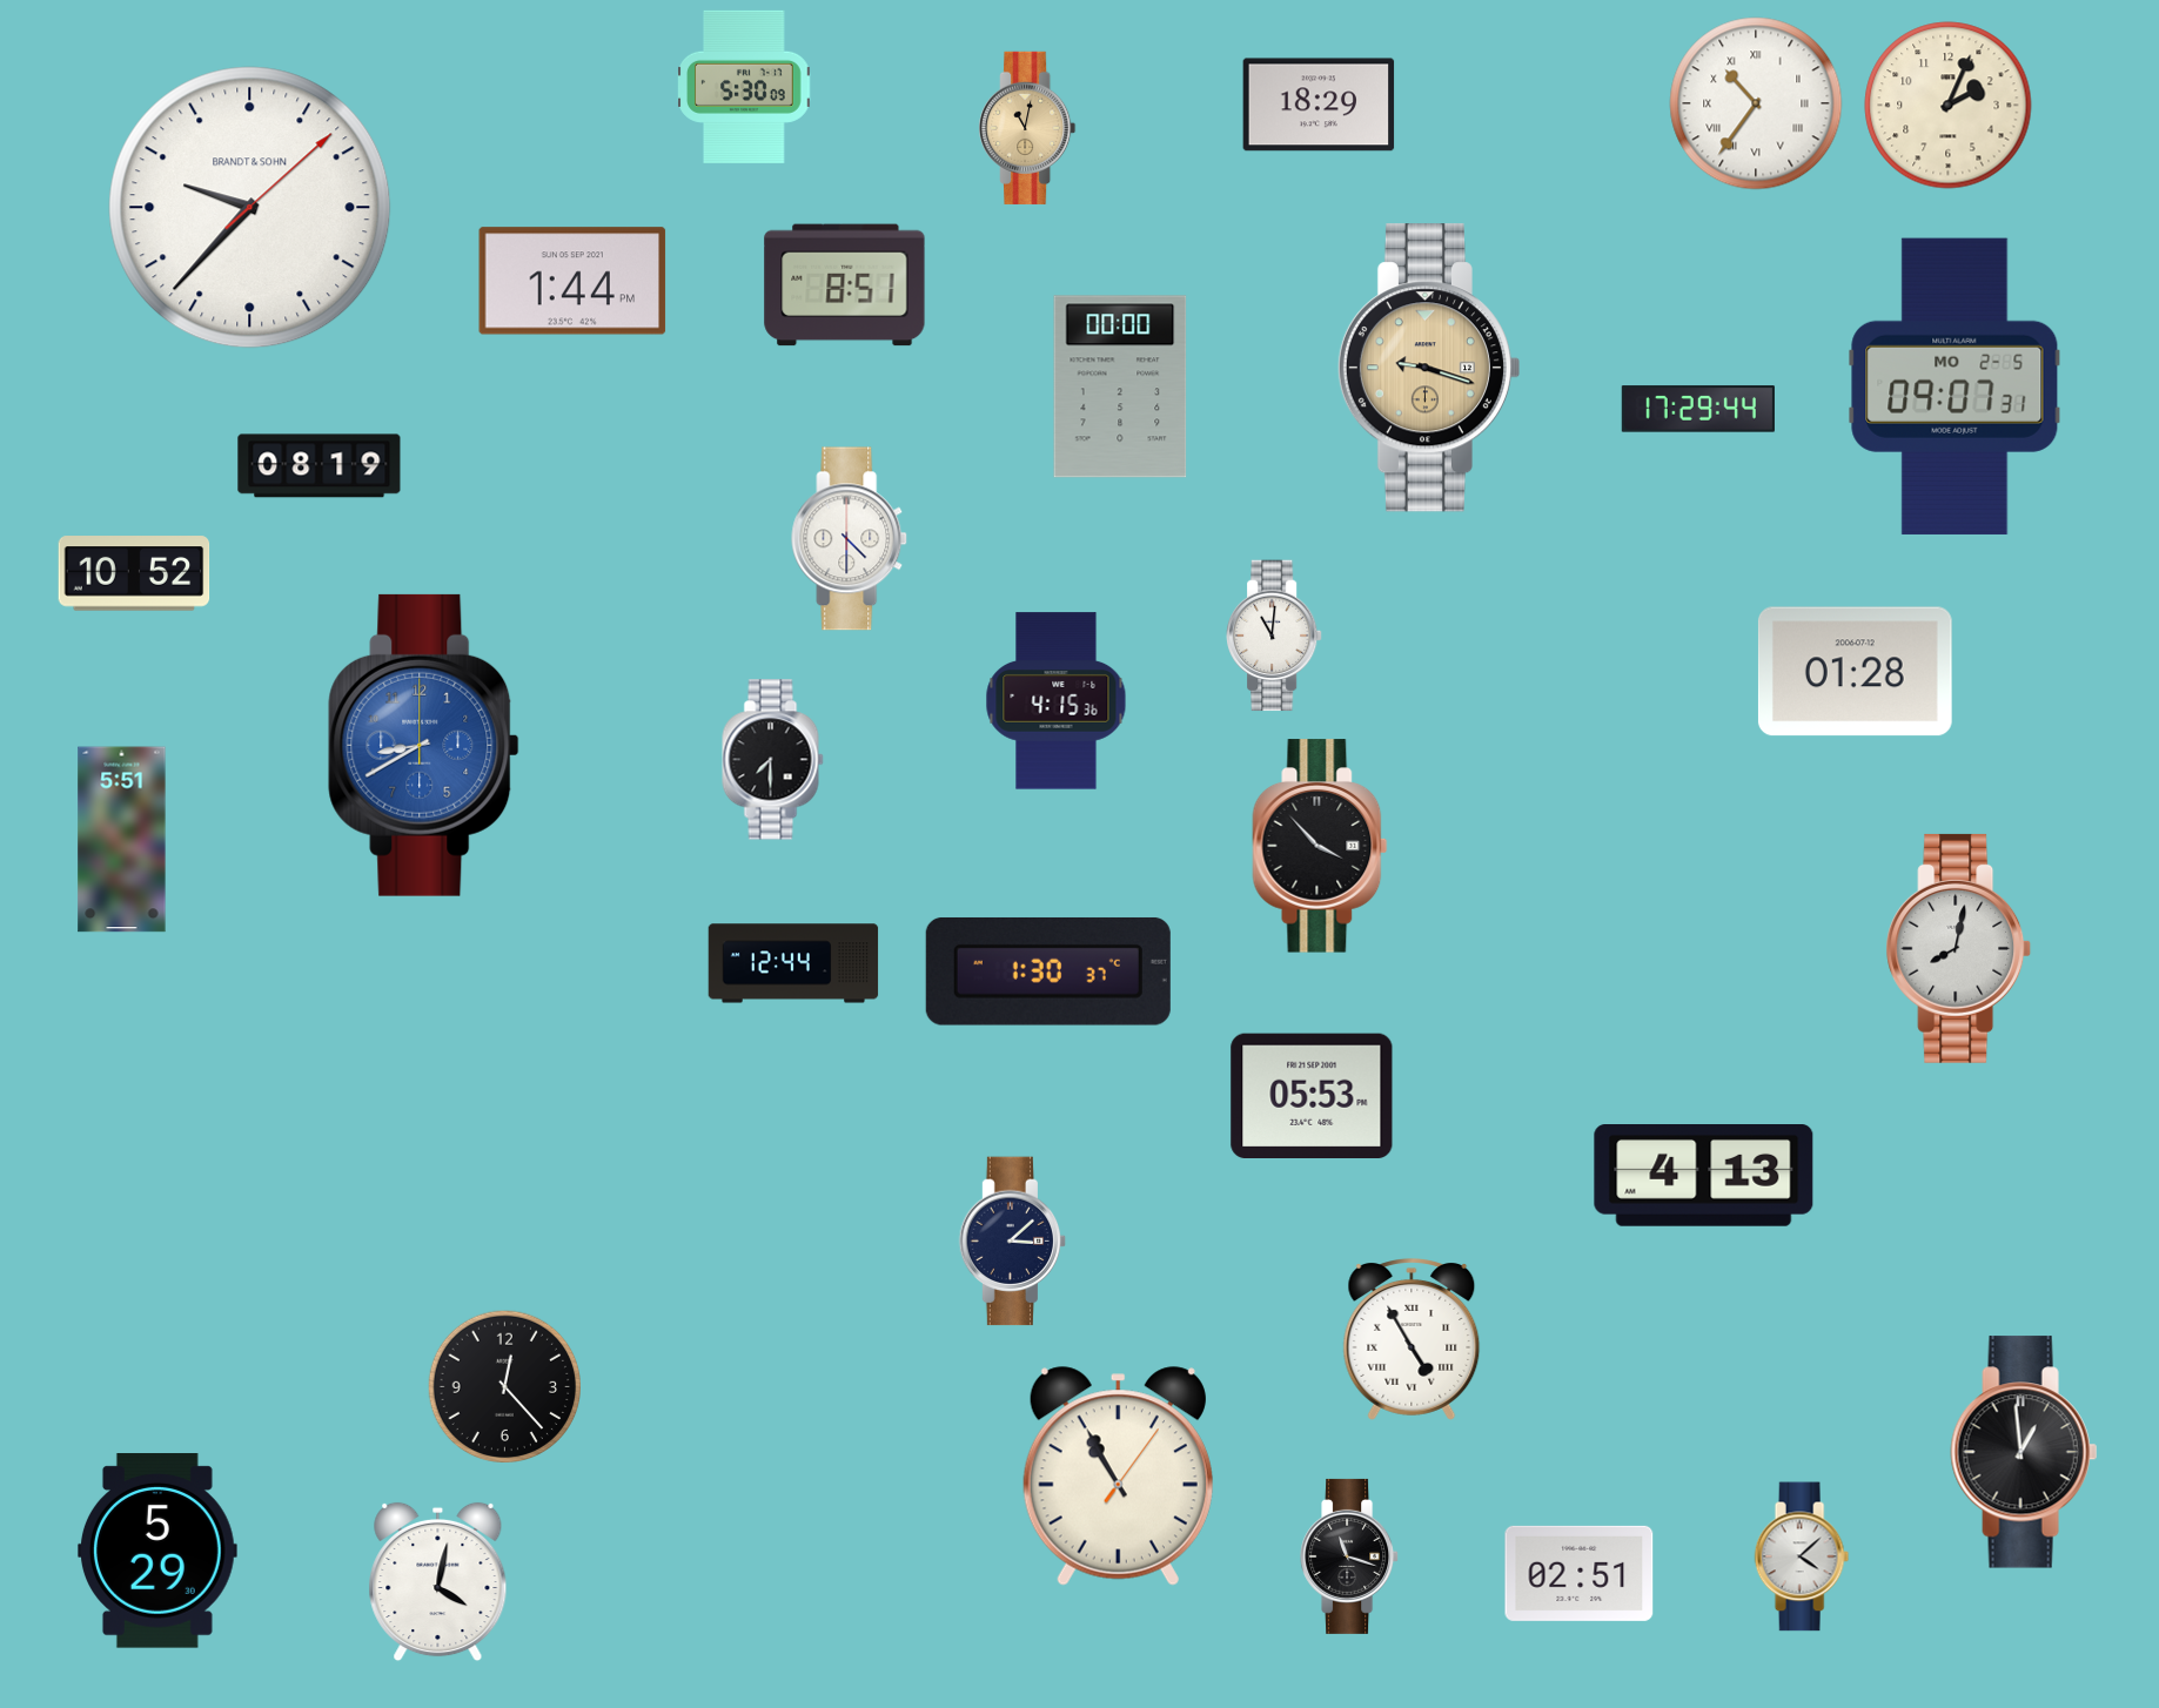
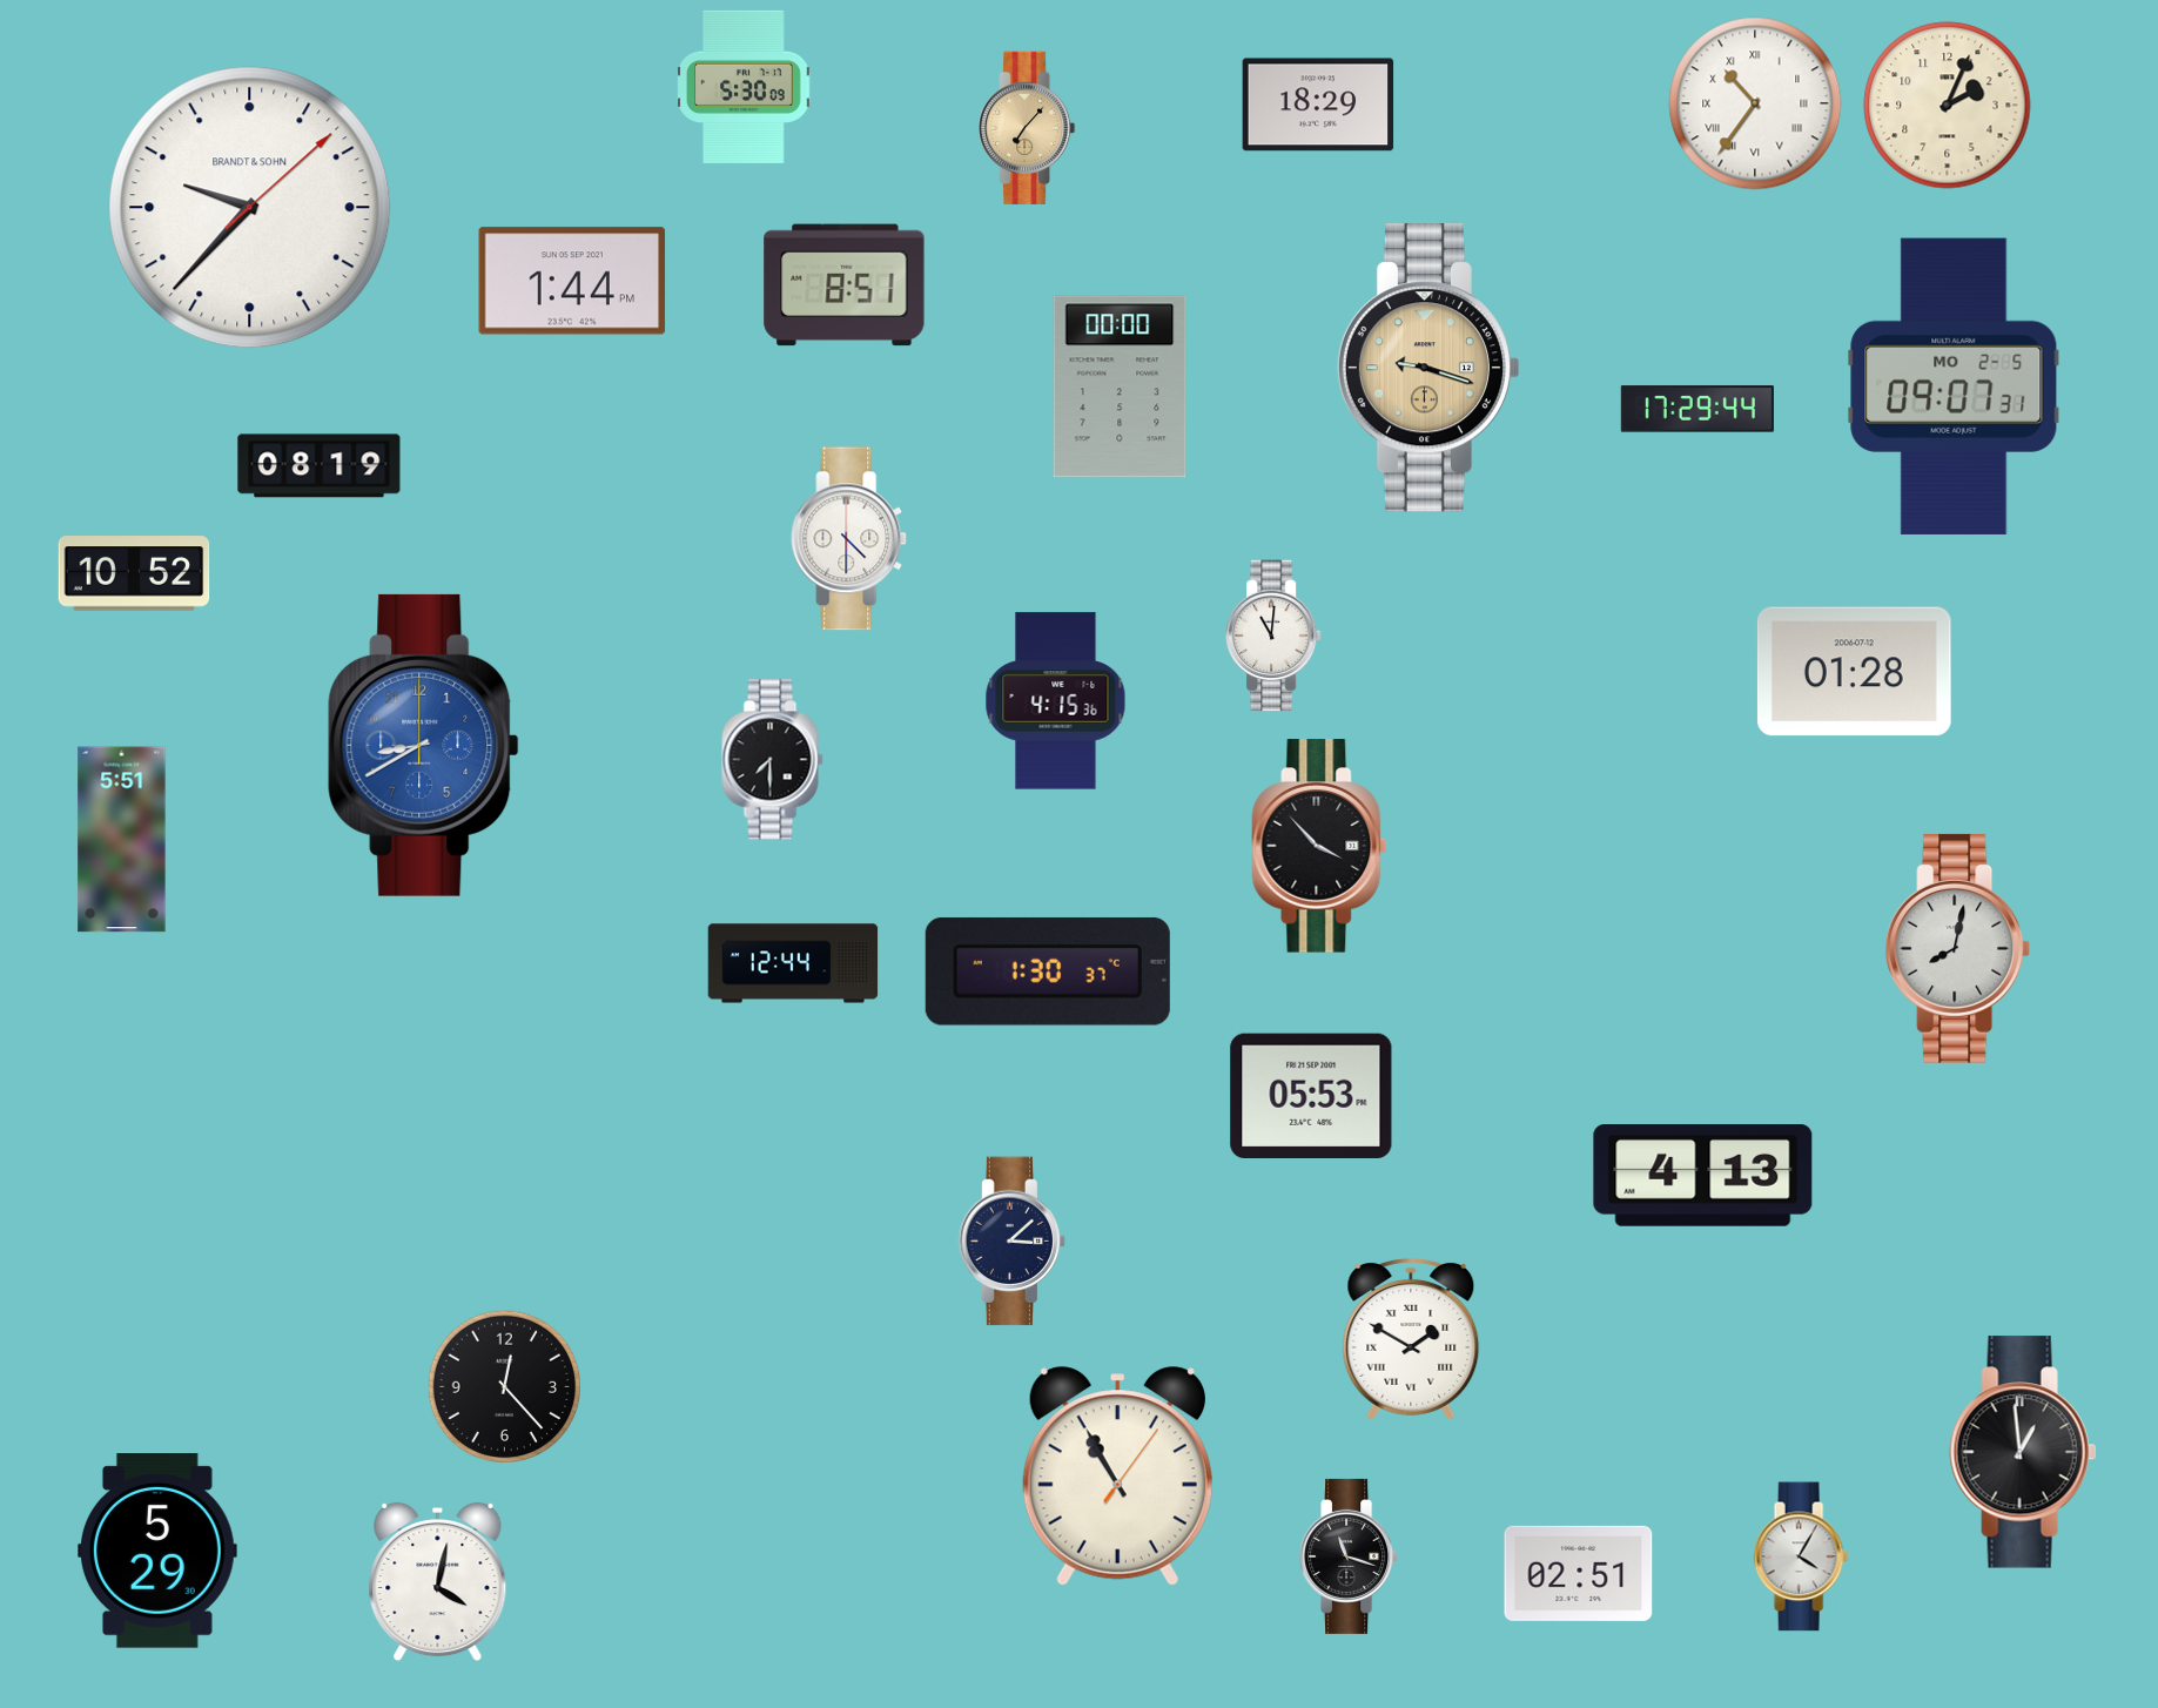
clock at (1027, 128): 11:02 -> 7:07
clock at (1412, 1340): 4:55 -> 1:50
clock at (1802, 1556): 4:08 -> 4:05
